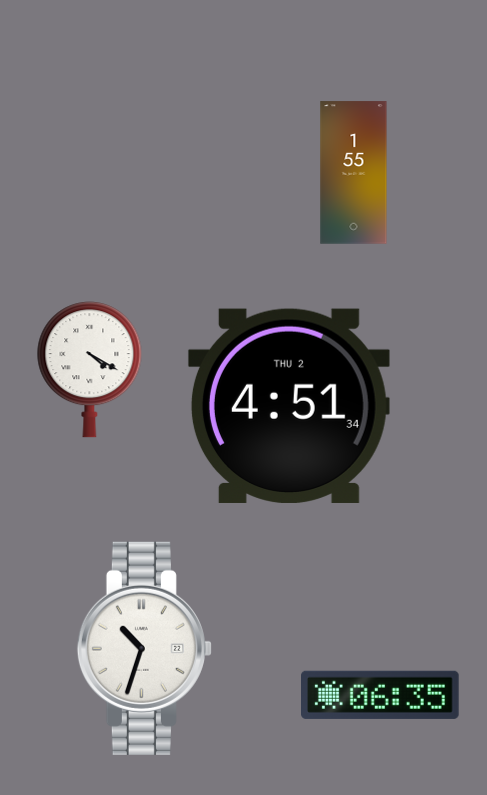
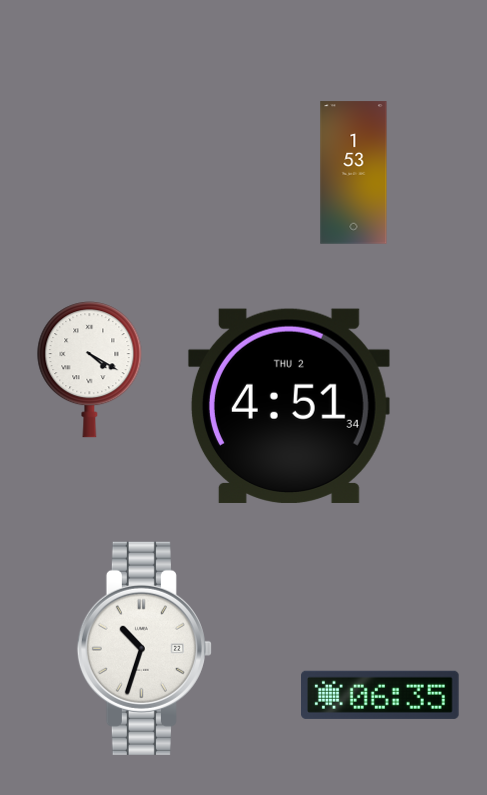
clock at (354, 173): 1:55 -> 1:53
